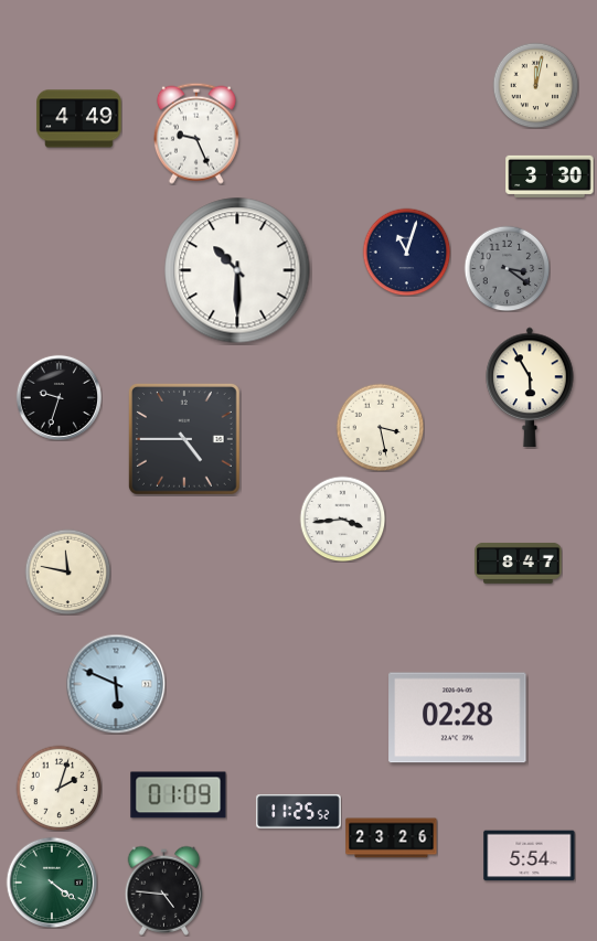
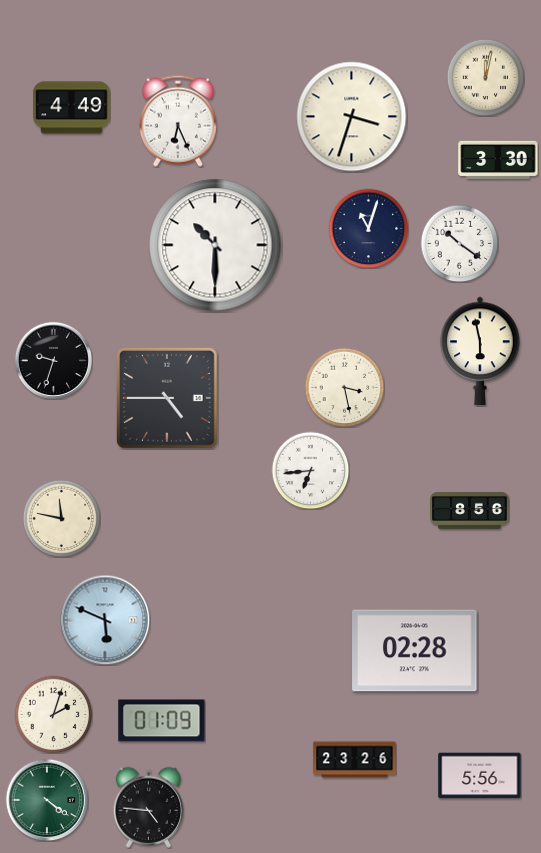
clock at (352, 117): none -> 3:33
clock at (196, 133): 9:26 -> 6:26
clock at (507, 268): 3:21 -> 10:21
clock at (507, 268) dial: grey -> white
clock at (530, 386): 5:55 -> 5:58
clock at (342, 518): 3:44 -> 6:44
clock at (519, 563): 8:47 -> 8:56
clock at (299, 812): 11:25 -> none
clock at (530, 856): 5:54 -> 5:56
